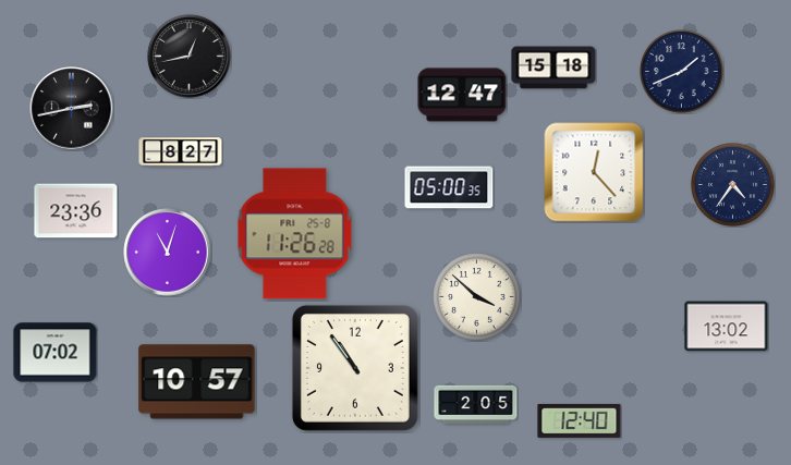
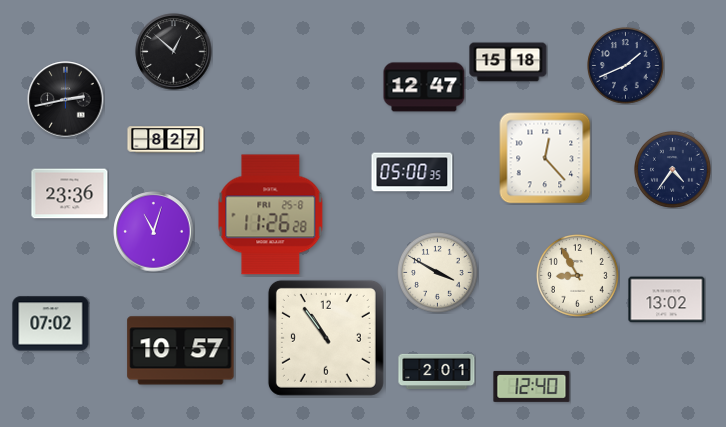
clock at (190, 57): 12:43 -> 12:52
clock at (477, 297): 3:52 -> 3:50
clock at (577, 275): none -> 8:55
clock at (476, 405): 2:05 -> 2:01
